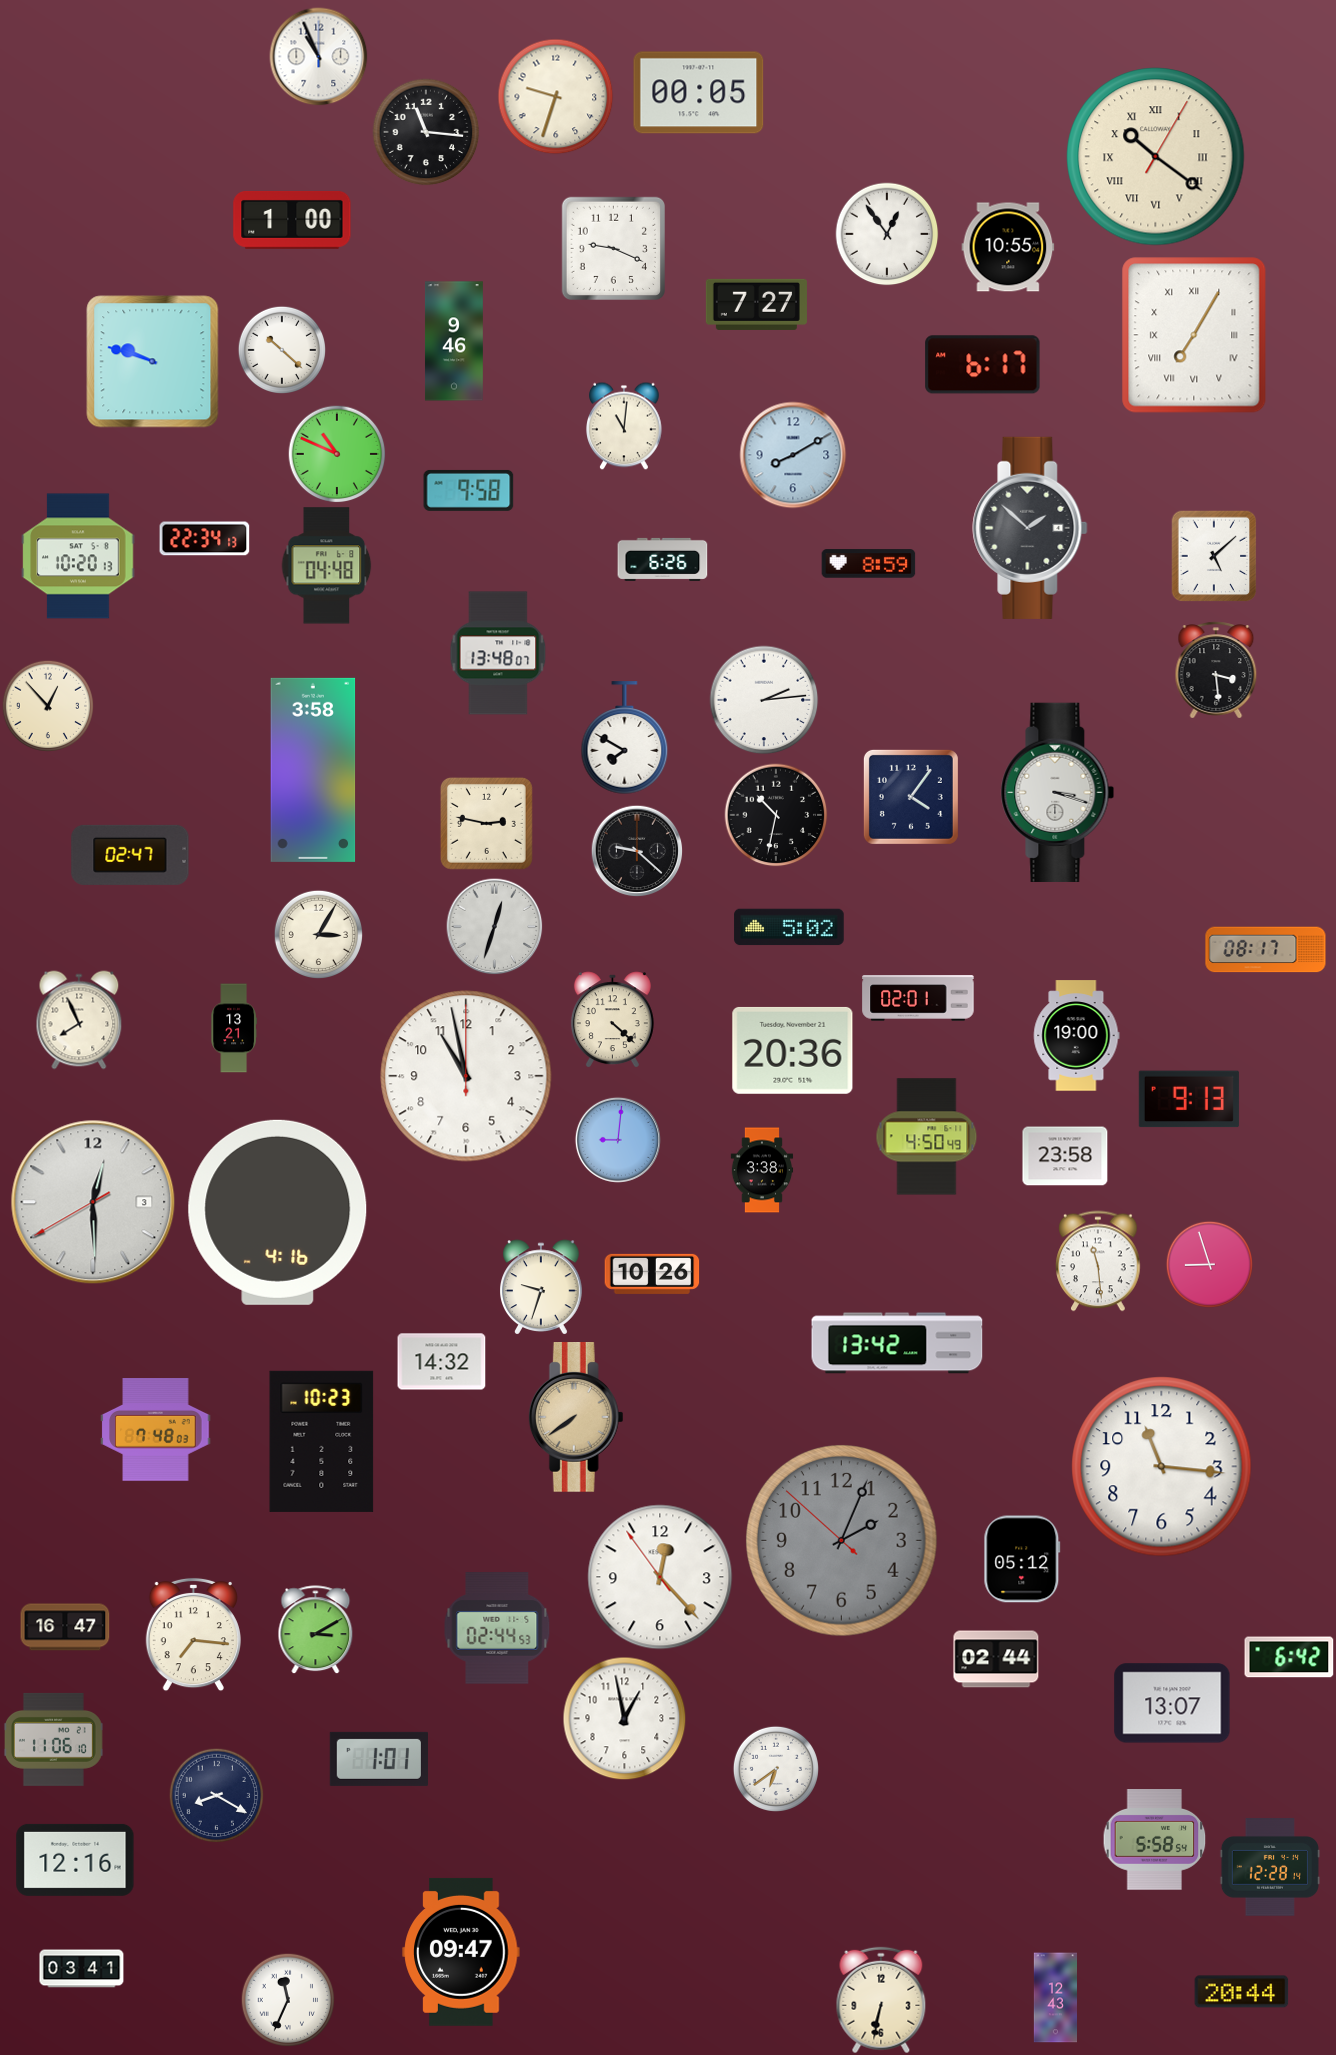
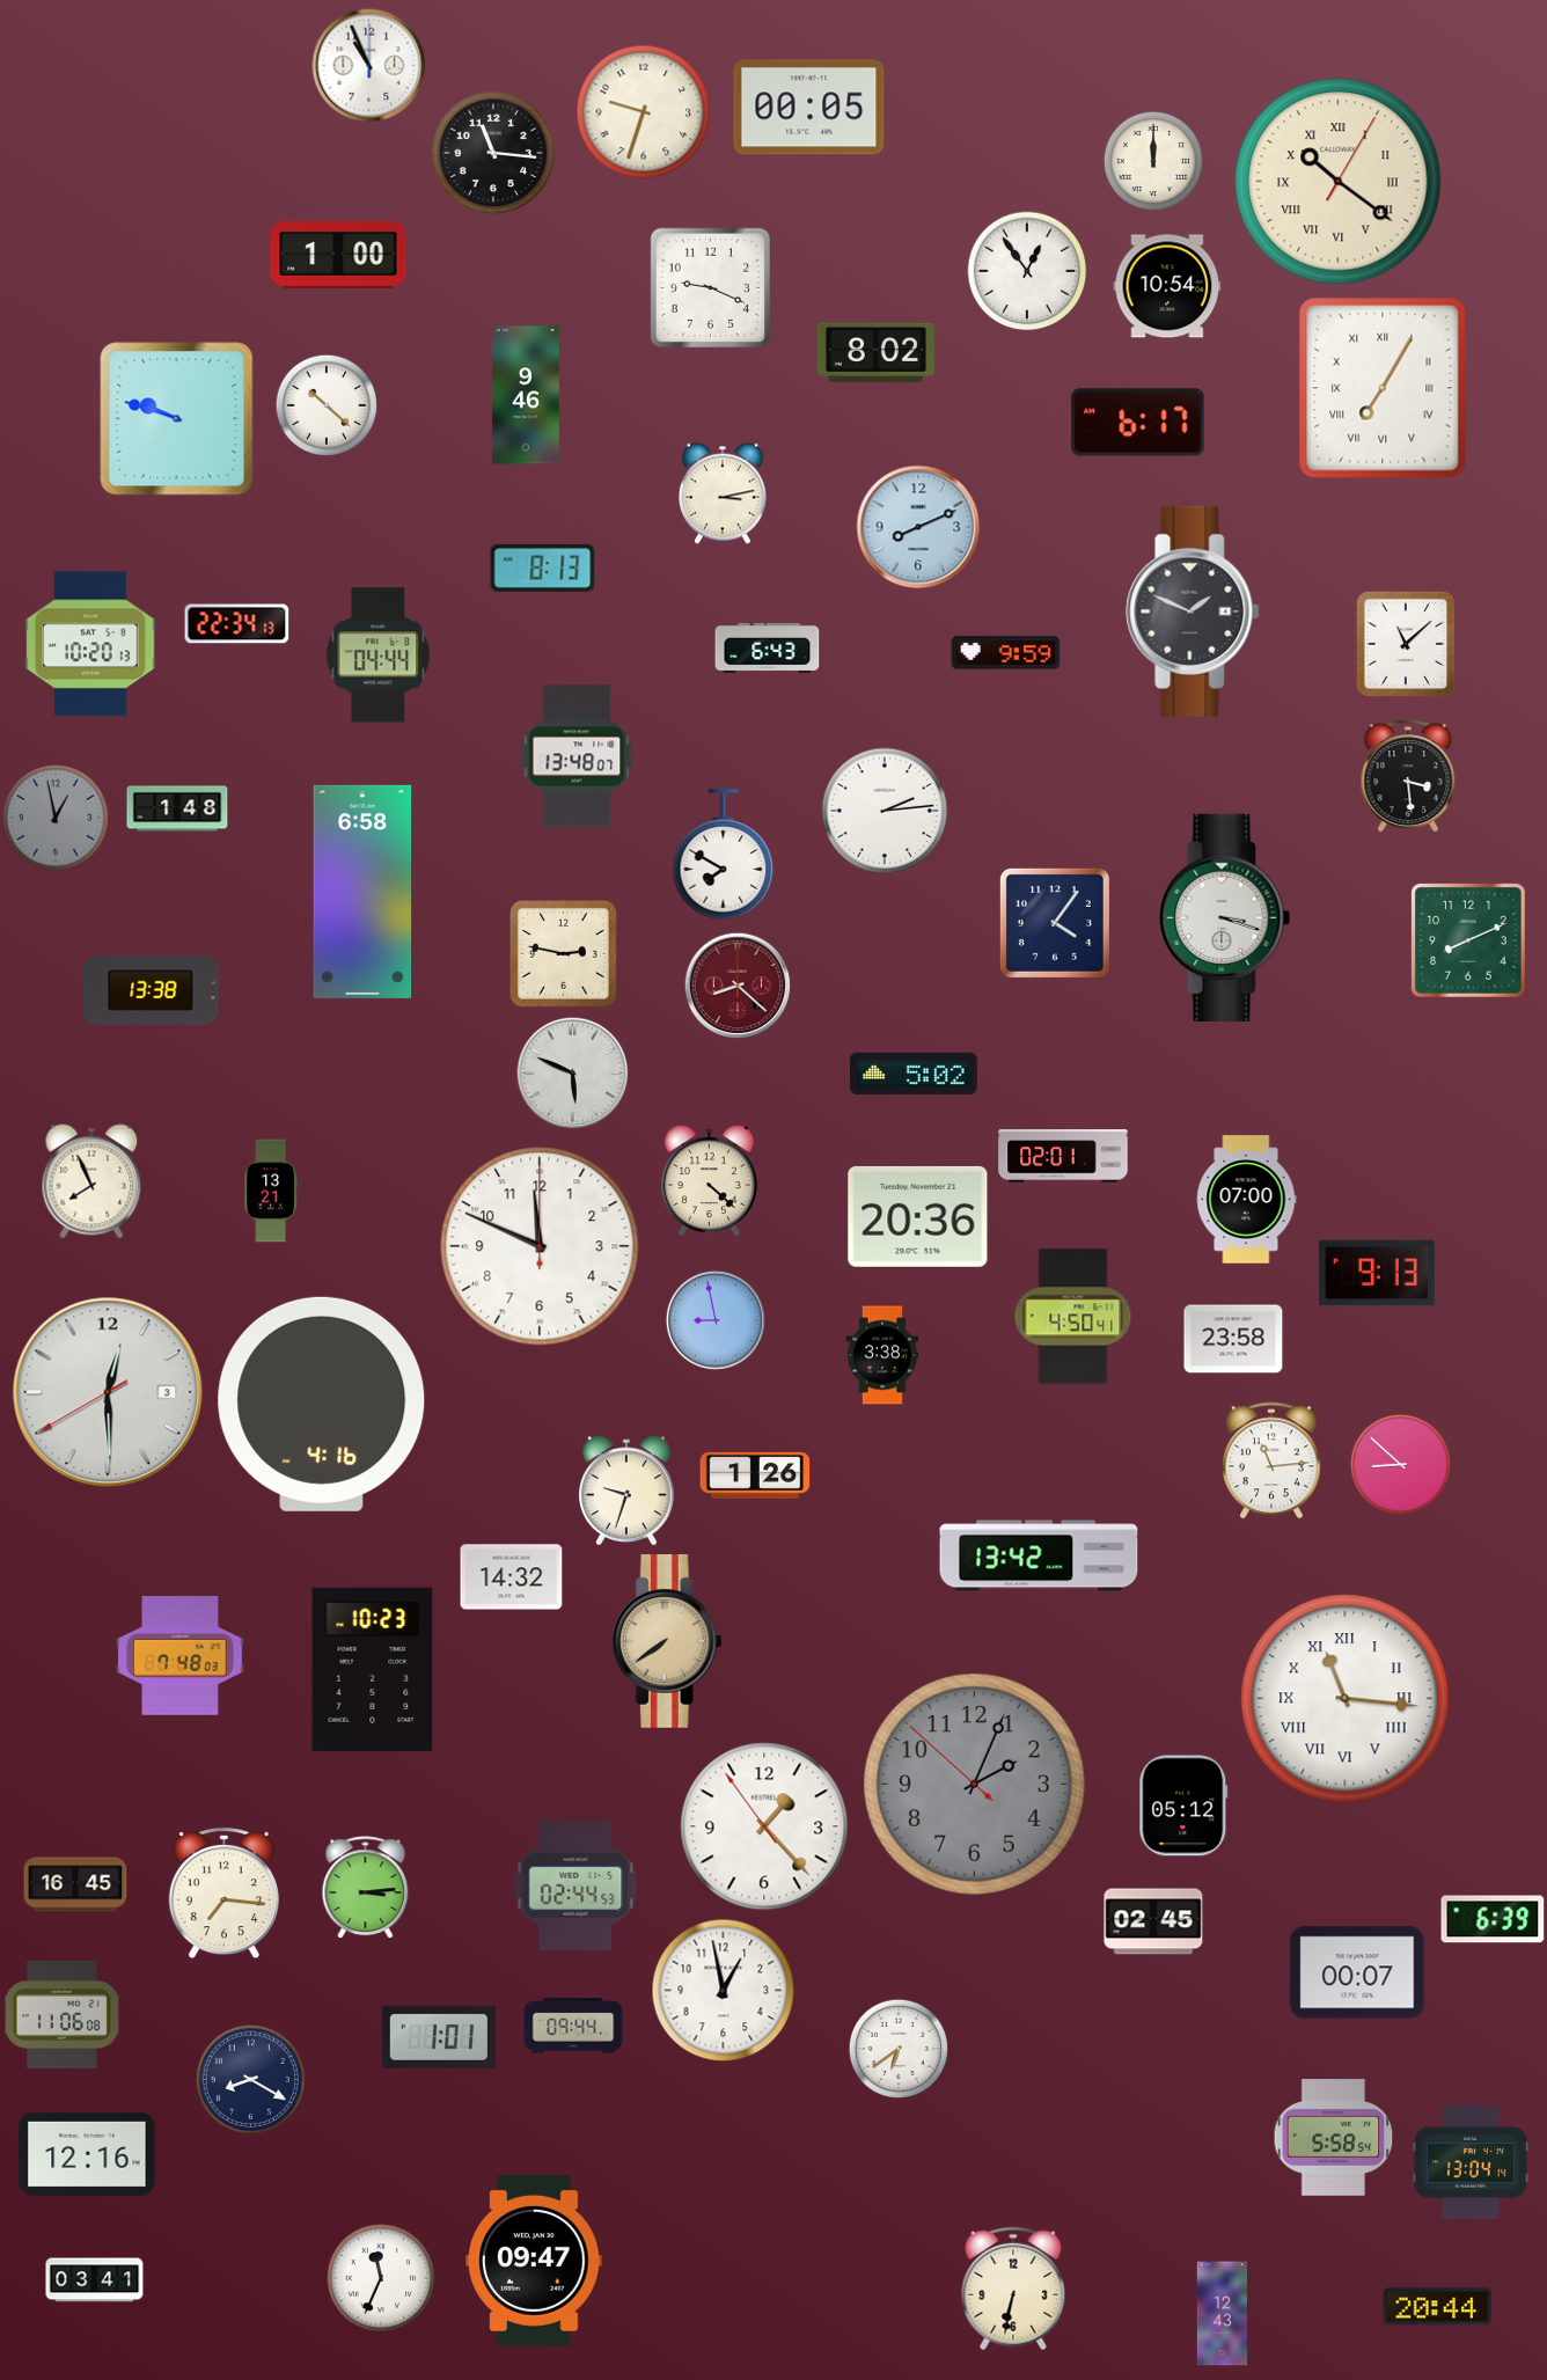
clock at (1152, 160): none -> 12:00
clock at (1008, 247): 10:55 -> 10:54
clock at (756, 304): 7:27 -> 8:02
clock at (625, 426): 11:01 -> 3:13
clock at (337, 454): 10:49 -> none
clock at (793, 455): 8:10 -> 8:11
clock at (469, 490): 9:58 -> 8:13
clock at (1030, 528): 1:52 -> 1:49
clock at (1214, 556): 5:08 -> 11:08
clock at (663, 559): 6:26 -> 6:43
clock at (869, 564): 8:59 -> 9:59
clock at (327, 566): 04:48 -> 04:44
clock at (177, 808): none -> 1:48
clock at (48, 706): 12:53 -> 12:58
clock at (48, 706) dial: cream -> grey
clock at (313, 770): 3:58 -> 6:58
clock at (1469, 942): none -> 8:11
clock at (776, 815): 10:32 -> none
clock at (637, 851): 9:22 -> 8:22
clock at (637, 851) dial: black -> burgundy
clock at (130, 855): 02:47 -> 13:38
clock at (495, 927): 12:33 -> 5:49
clock at (318, 934): 3:05 -> none
clock at (1266, 950): 08:17 -> none
clock at (1076, 1036): 19:00 -> 07:00
clock at (466, 1076): 10:58 -> 11:49
clock at (927, 1137): 4:50:49 -> 4:50:41
clock at (618, 1140): 9:01 -> 8:58
clock at (1098, 1261): 11:29 -> 11:14
clock at (1209, 1264): 8:57 -> 8:52
clock at (652, 1274): 10:26 -> 1:26
clock at (1162, 1467) numerals: Arabic -> Roman
clock at (660, 1577): 12:22 -> 1:22
clock at (65, 1627): 16:47 -> 16:45
clock at (316, 1630): 3:10 -> 3:14
clock at (1289, 1657): 6:42 -> 6:39
clock at (996, 1659): 02:44 -> 02:45
clock at (1172, 1703): 13:07 -> 00:07
clock at (53, 1739): 11:06:10 -> 11:06:08
clock at (573, 2026): none -> 09:44
clock at (1155, 1840) position: (1155, 1840) -> (1334, 2138)
clock at (1270, 1867): 12:28 -> 13:04
clock at (288, 2000) position: (288, 2000) -> (381, 2278)
clock at (881, 2000) position: (881, 2000) -> (1013, 2289)
